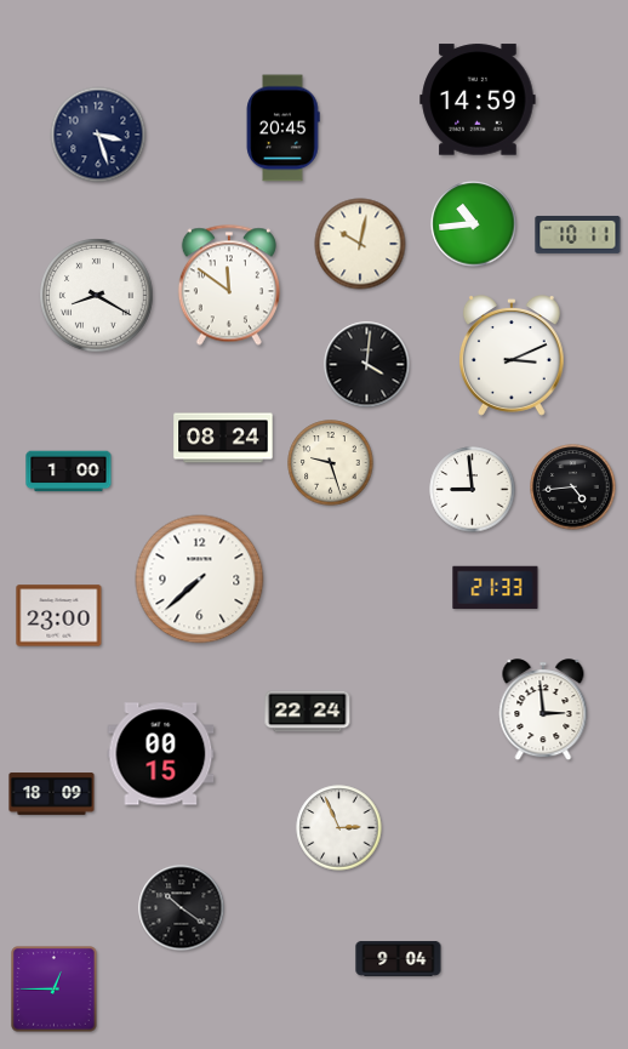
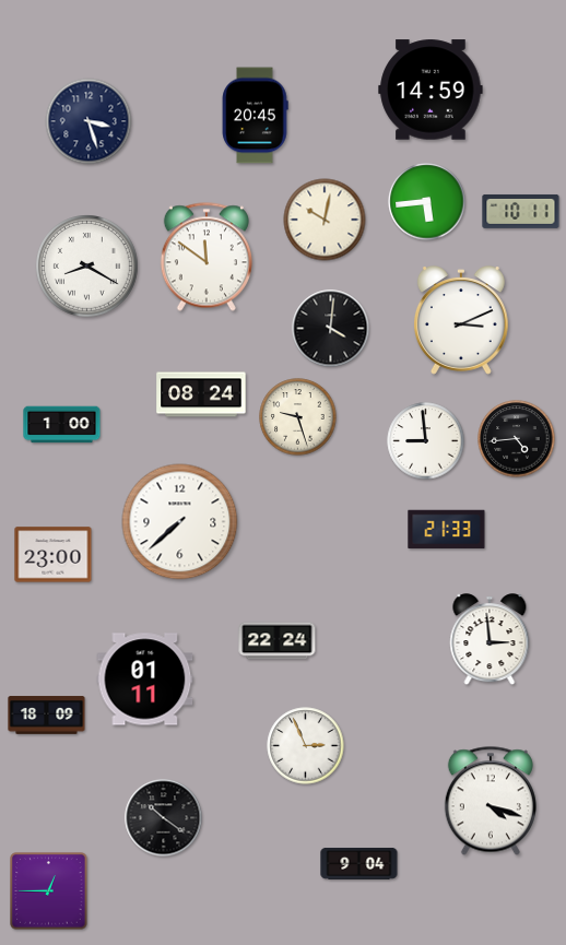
clock at (474, 224): 10:44 -> 5:44
clock at (161, 754): 00:15 -> 01:11
clock at (491, 801): none -> 4:18
